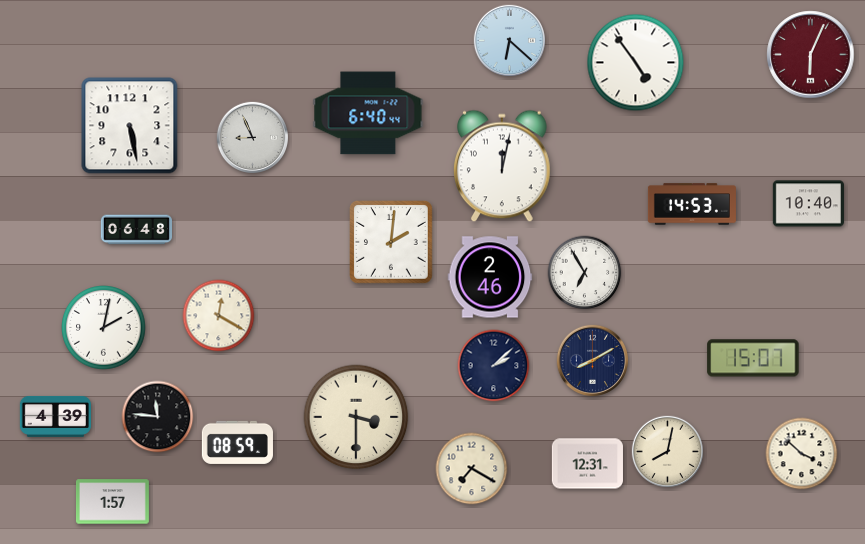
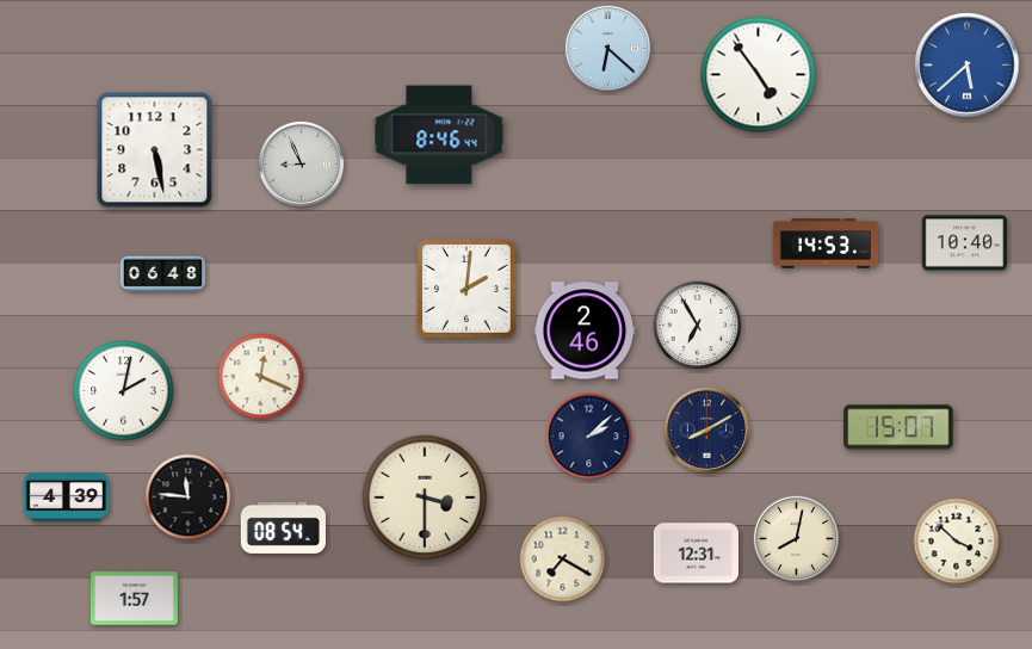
clock at (811, 55): 6:04 -> 5:38
clock at (811, 55) dial: burgundy -> blue
clock at (368, 113): 6:40 -> 8:46
clock at (502, 166): 12:02 -> none
clock at (219, 316): 12:20 -> 12:19
clock at (237, 442): 08:59 -> 08:54
clock at (587, 464) position: (587, 464) -> (696, 554)
